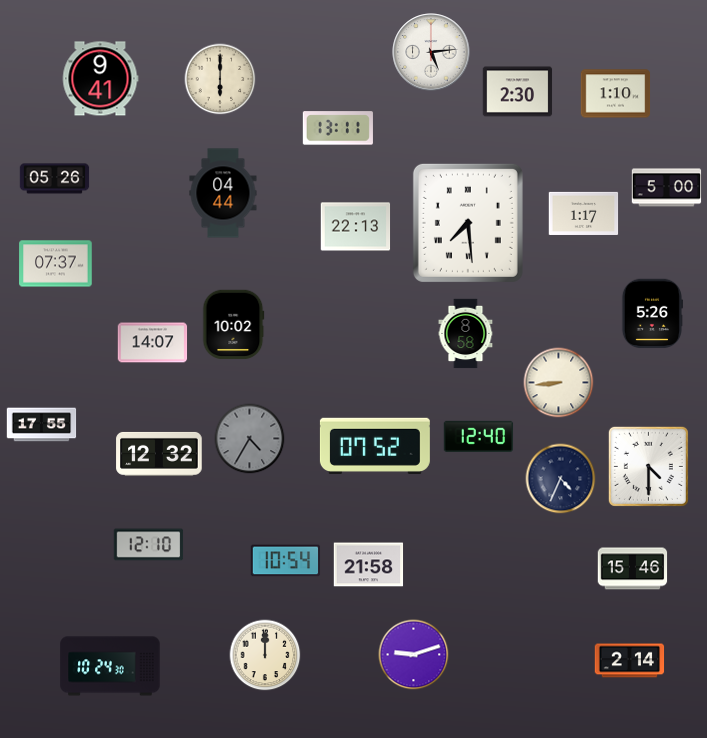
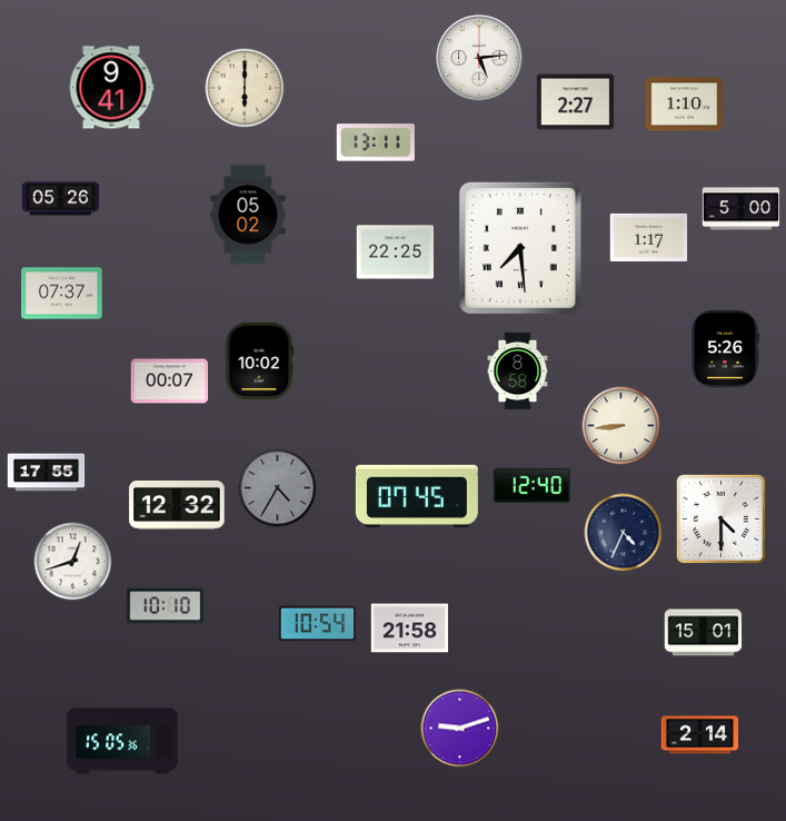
clock at (518, 92): 2:30 -> 2:27
clock at (223, 193): 04:44 -> 05:02
clock at (356, 227): 22:13 -> 22:25
clock at (153, 343): 14:07 -> 00:07
clock at (375, 446): 07:52 -> 07:45
clock at (73, 562): none -> 12:42
clock at (149, 545): 12:10 -> 10:10
clock at (633, 569): 15:46 -> 15:01
clock at (265, 655): 12:00 -> none
clock at (110, 666): 10:24 -> 15:05
